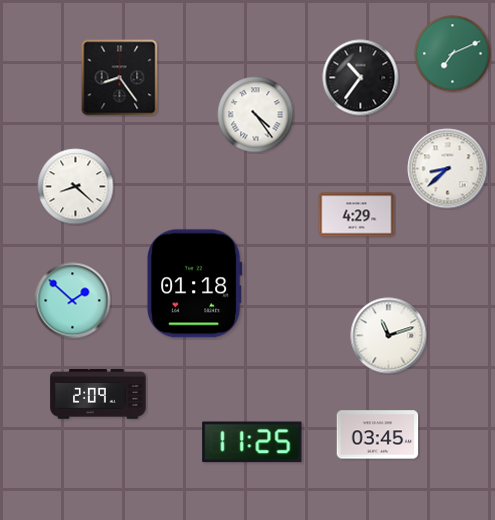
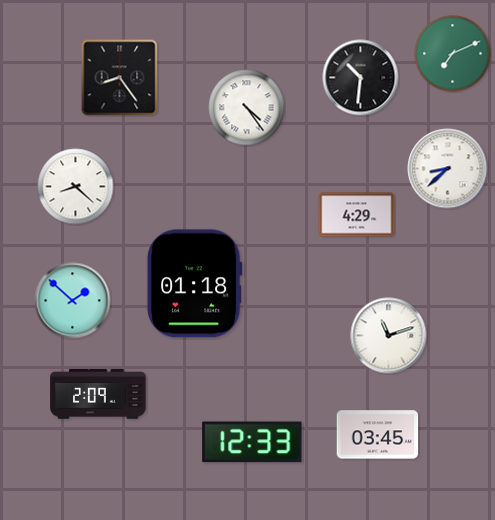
clock at (361, 78): 10:36 -> 10:31
clock at (256, 115) position: (256, 115) -> (247, 108)
clock at (252, 442): 11:25 -> 12:33
